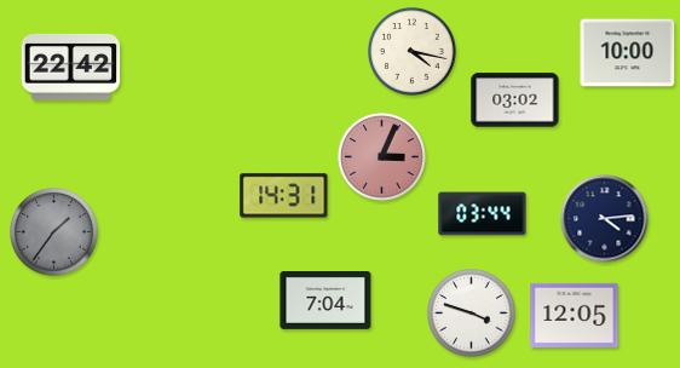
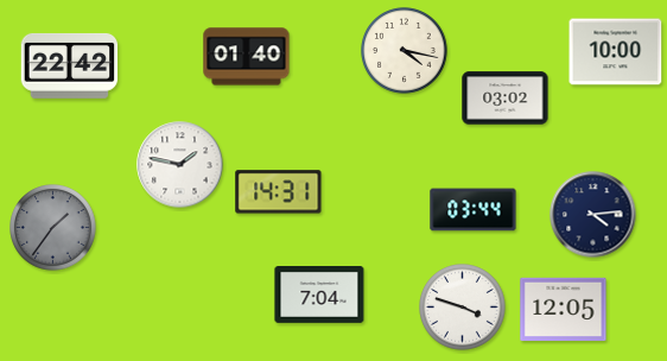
clock at (247, 57): none -> 01:40
clock at (382, 157): 3:04 -> none
clock at (180, 165): none -> 1:47
